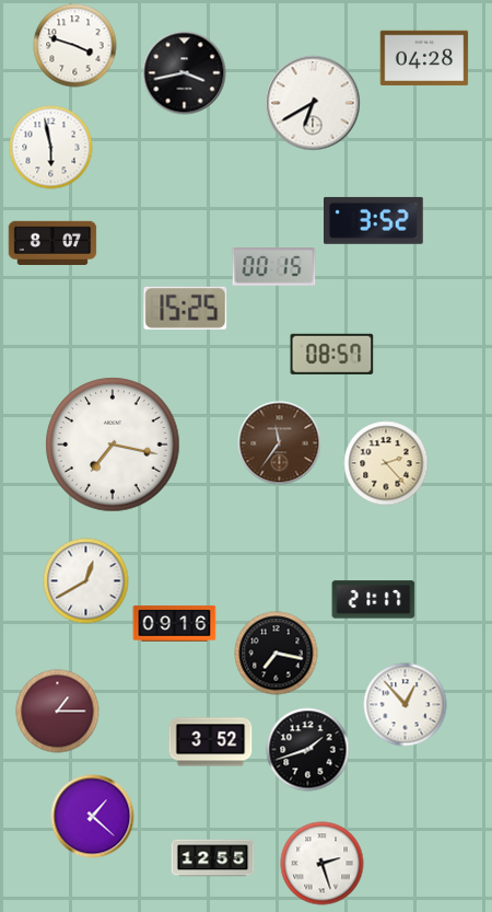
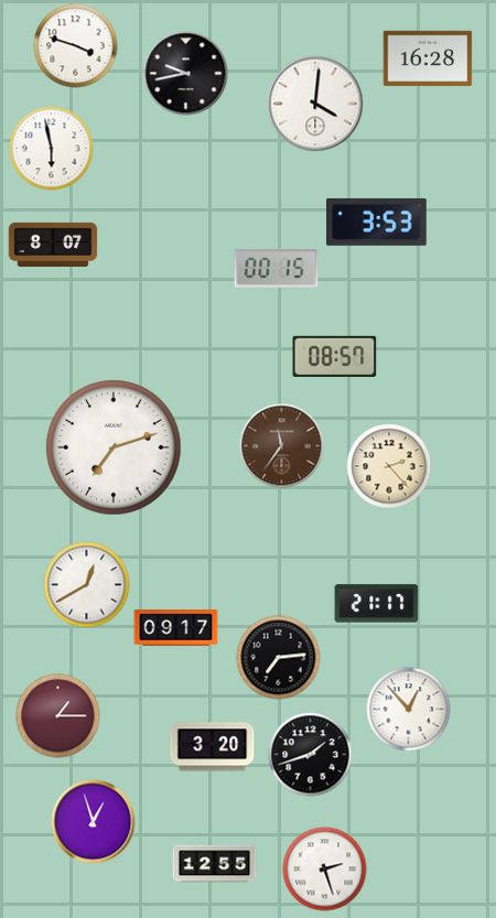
clock at (424, 58): 04:28 -> 16:28
clock at (185, 73): 3:43 -> 9:43
clock at (313, 103): 6:40 -> 4:01
clock at (374, 220): 3:52 -> 3:53
clock at (186, 308): 15:25 -> none
clock at (113, 445): 7:17 -> 7:12
clock at (175, 624): 09:16 -> 09:17
clock at (277, 654): 7:17 -> 7:14
clock at (211, 742): 3:52 -> 3:20
clock at (93, 817): 1:22 -> 12:57
